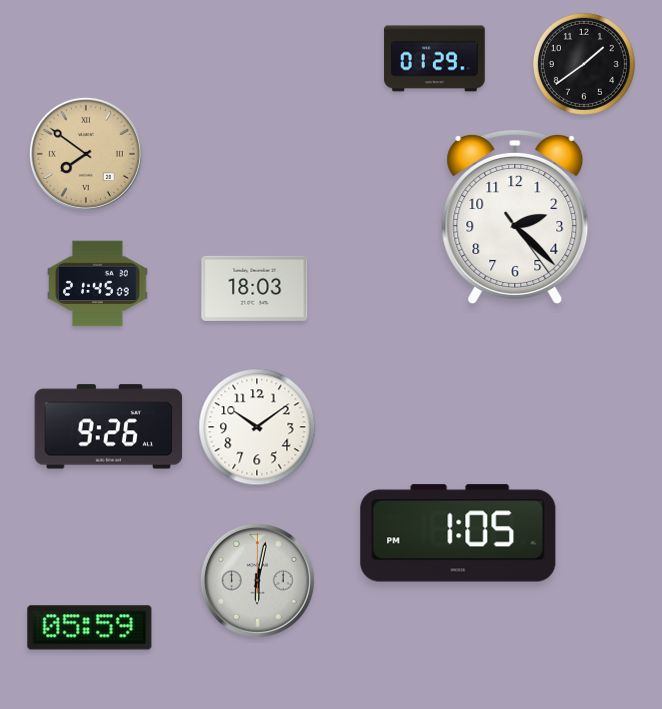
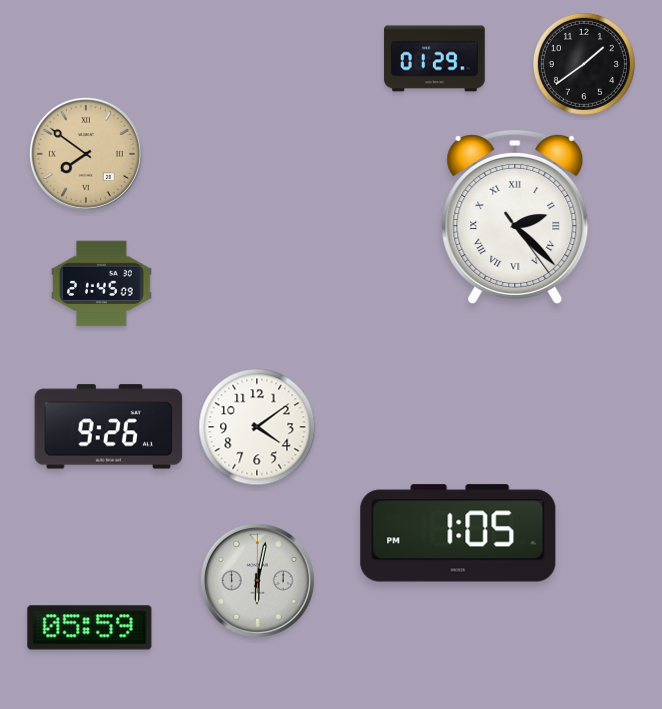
clock at (515, 217) numerals: Arabic -> Roman
clock at (98, 284) position: (98, 284) -> (102, 284)
clock at (255, 288): 18:03 -> none
clock at (257, 427): 10:09 -> 4:09
